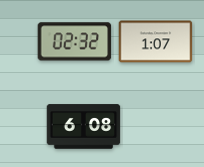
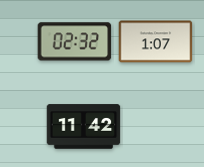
clock at (84, 127): 6:08 -> 11:42
